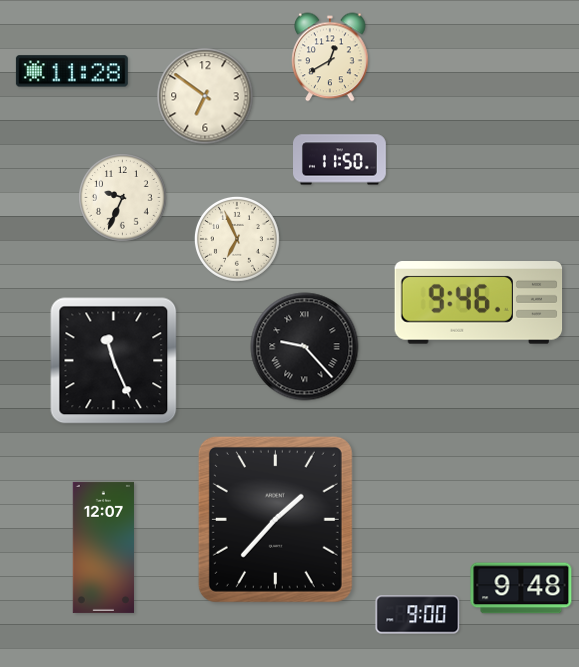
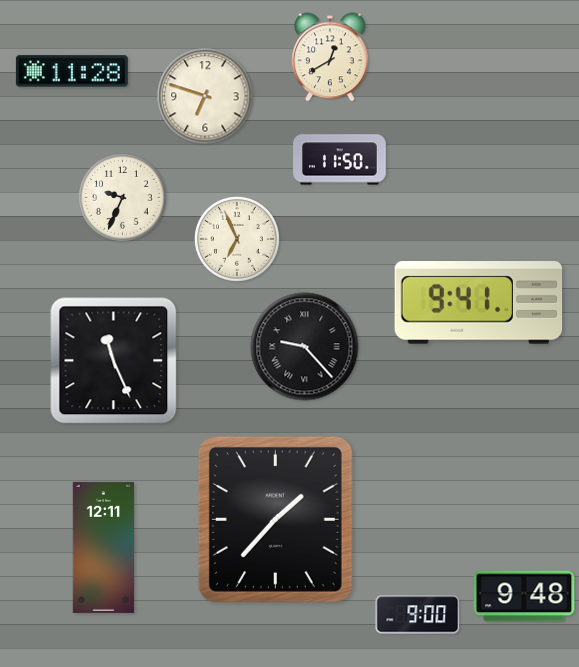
clock at (205, 96): 6:51 -> 6:48
clock at (479, 303): 9:46 -> 9:41
clock at (103, 547): 12:07 -> 12:11
clock at (521, 588) position: (521, 588) -> (524, 596)
